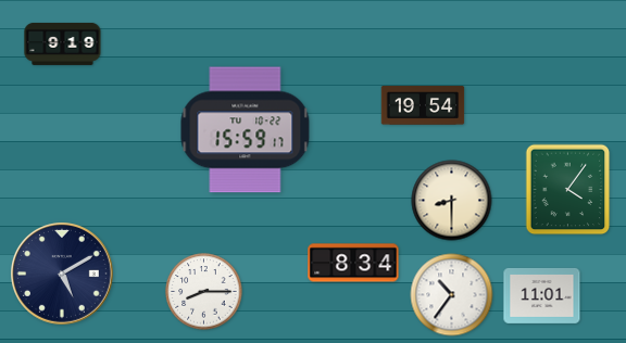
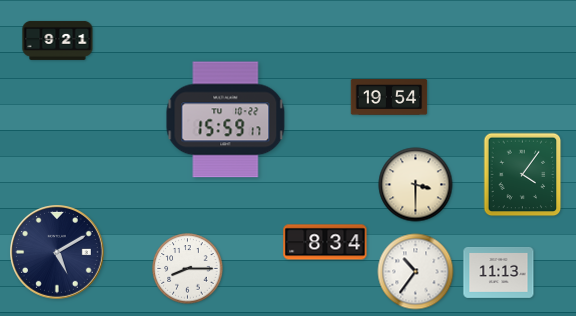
clock at (63, 43): 9:19 -> 9:21
clock at (452, 201): 8:30 -> 3:30
clock at (542, 295): 11:01 -> 11:13
